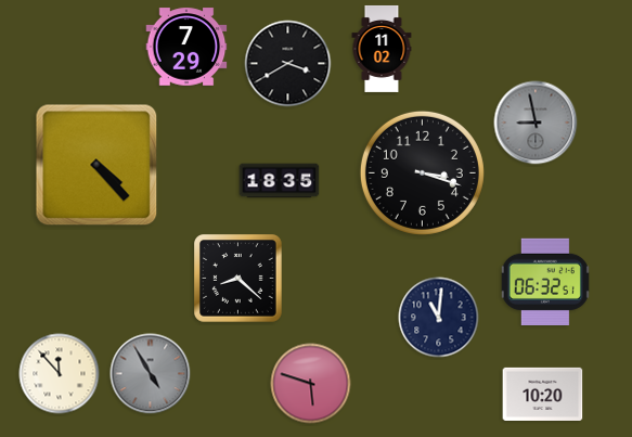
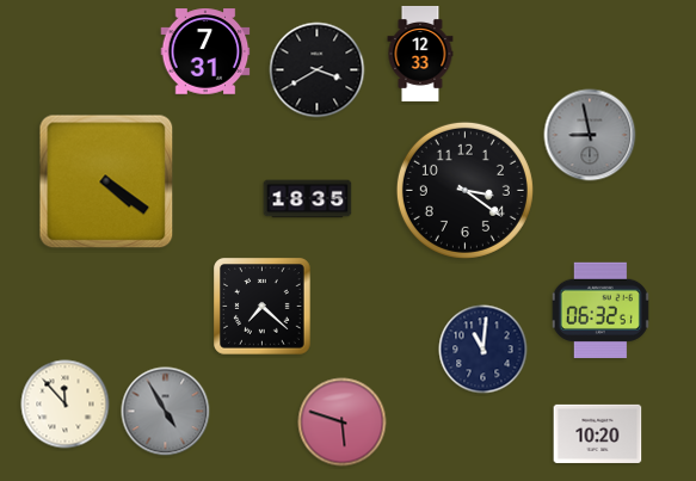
clock at (186, 47): 7:29 -> 7:31
clock at (382, 49): 11:02 -> 12:33
clock at (96, 165): 4:23 -> 4:21
clock at (422, 172): 3:18 -> 3:21
clock at (238, 279): 8:22 -> 7:22
clock at (60, 374) position: (60, 374) -> (66, 405)
